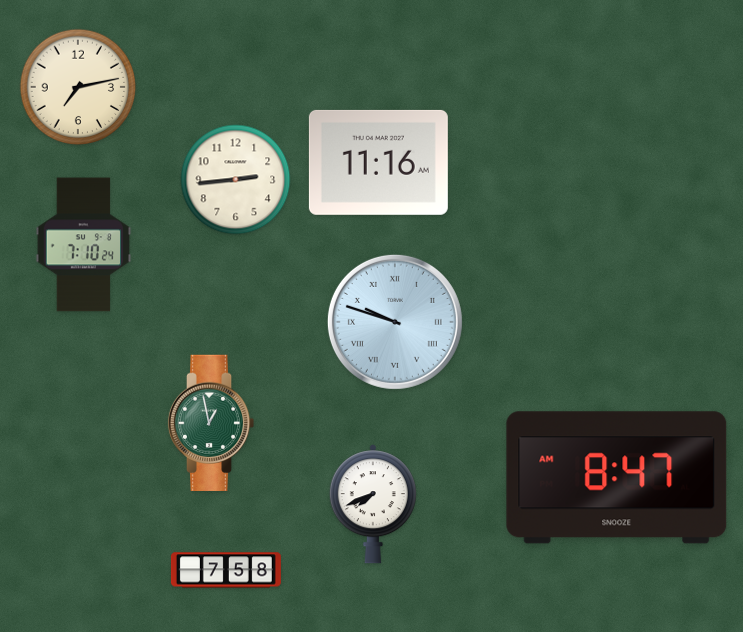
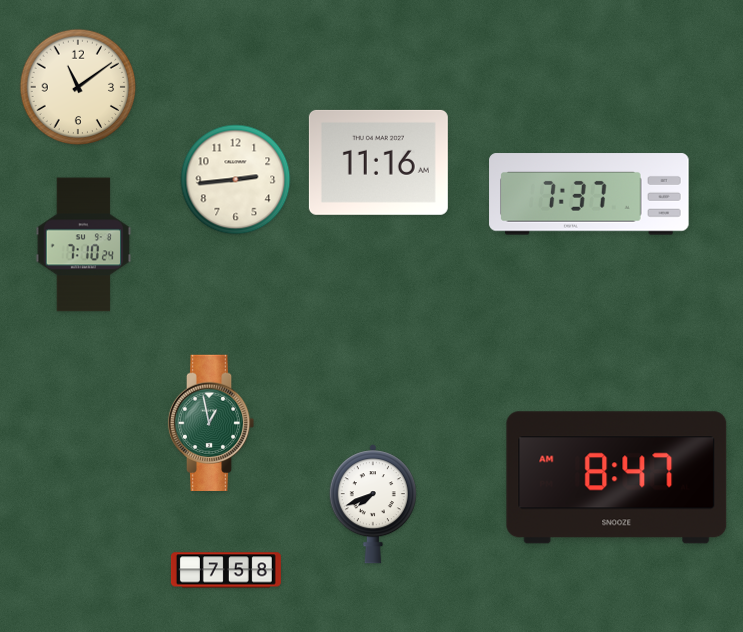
clock at (78, 87): 7:13 -> 11:09
clock at (589, 194): none -> 7:37
clock at (395, 322): 9:48 -> none
